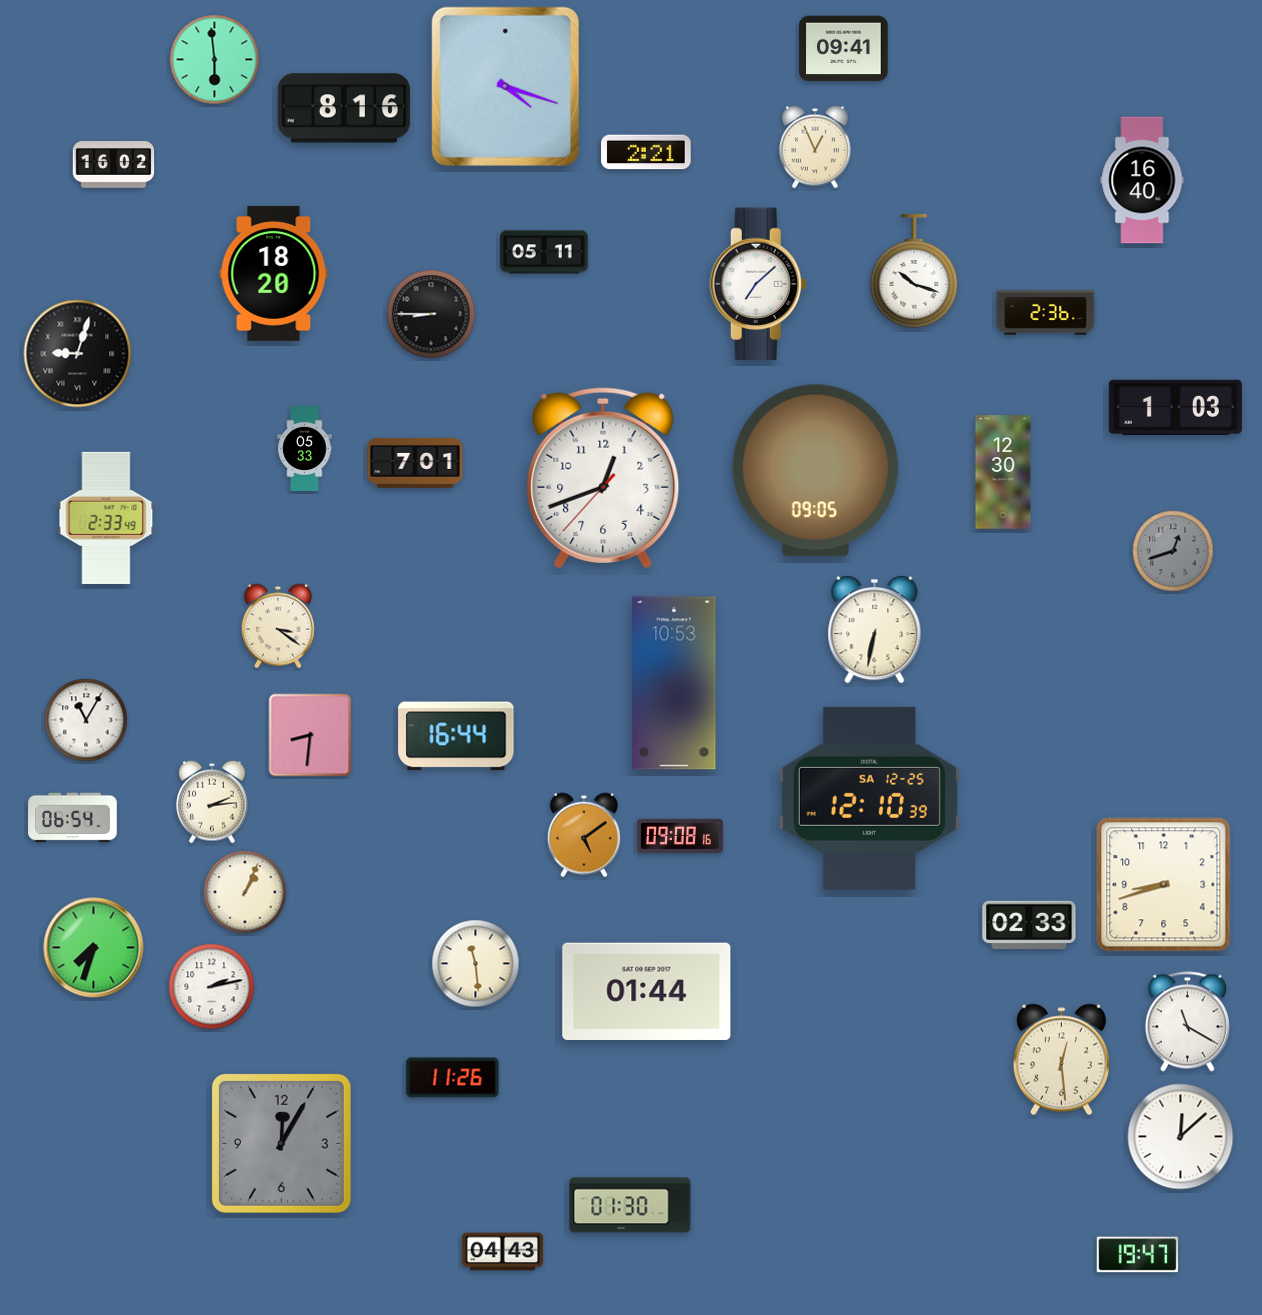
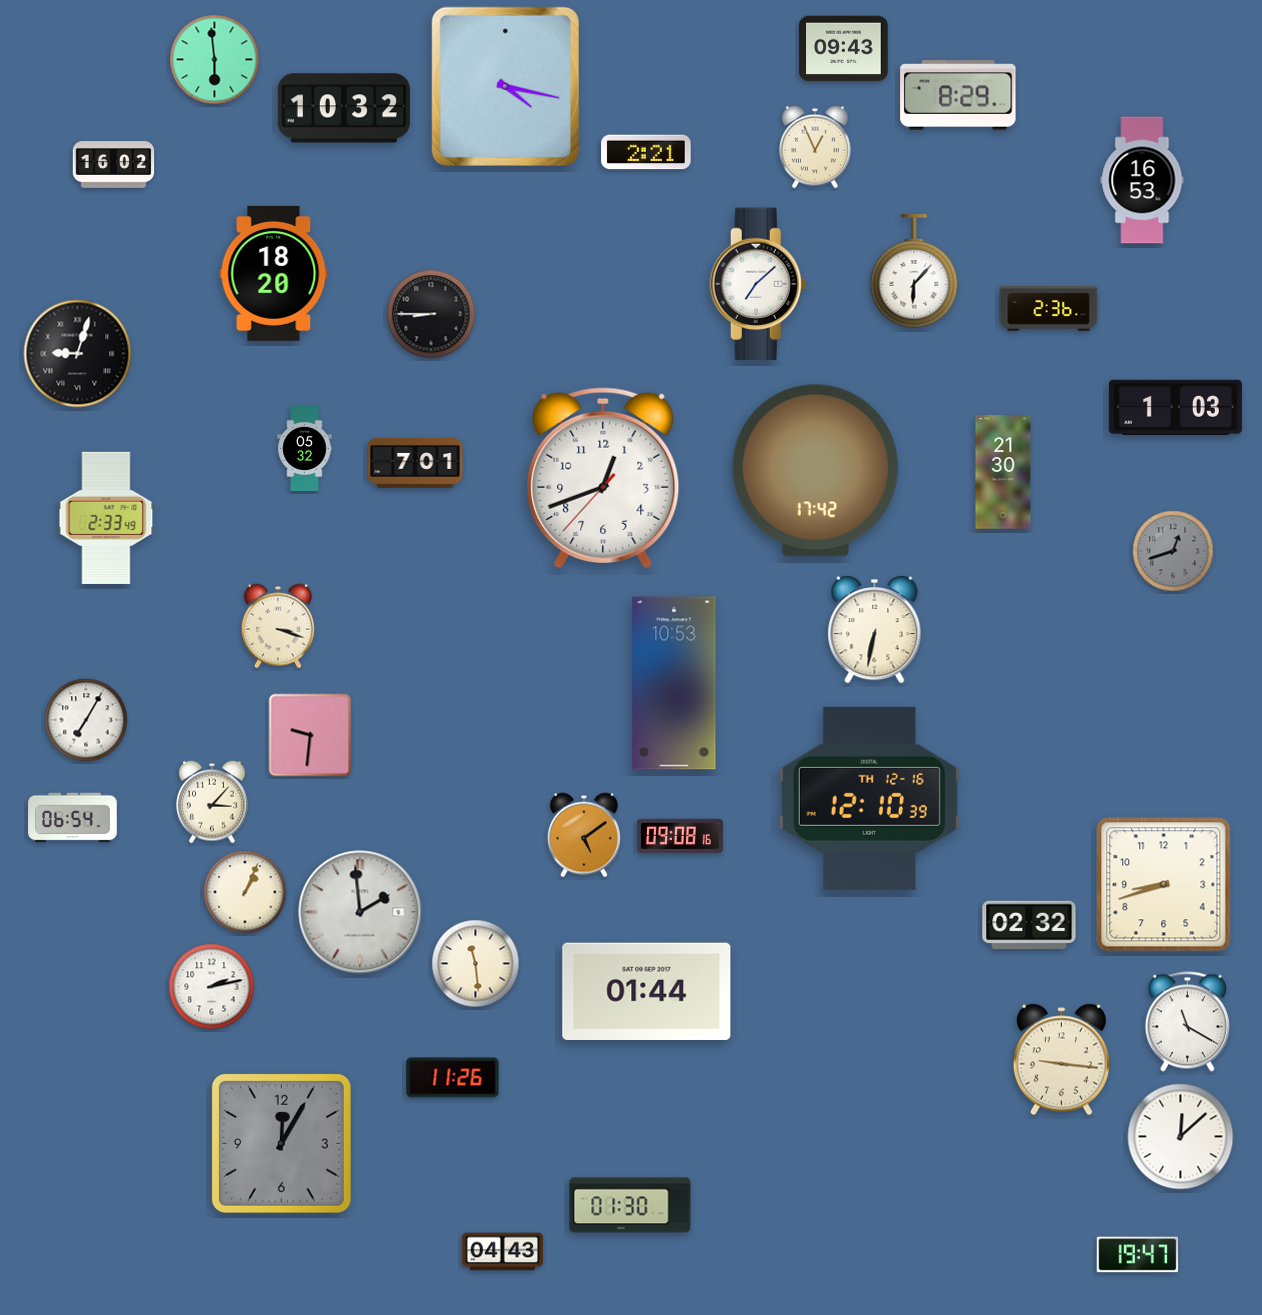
clock at (844, 49): 09:41 -> 09:43
clock at (505, 86): 4:18 -> 4:17
clock at (958, 96): none -> 8:29
clock at (344, 108): 8:16 -> 10:32
clock at (1142, 180): 16:40 -> 16:53
clock at (544, 252): 05:11 -> none
clock at (914, 271): 10:18 -> 6:07
clock at (1046, 313) position: (1046, 313) -> (1049, 309)
clock at (305, 448): 05:33 -> 05:32
clock at (815, 471): 09:05 -> 17:42
clock at (1003, 472): 12:30 -> 21:30
clock at (278, 626): 3:21 -> 3:18
clock at (86, 720): 11:05 -> 7:05
clock at (310, 735): 8:31 -> 9:31
clock at (456, 736): 16:44 -> none
clock at (869, 798) date: SA 12-25 -> TH 12-16
clock at (213, 802): 2:14 -> 3:07
clock at (360, 912): none -> 1:59
clock at (1029, 925): 02:33 -> 02:32
clock at (94, 948): 7:33 -> none
clock at (1061, 1060): 12:29 -> 9:16
